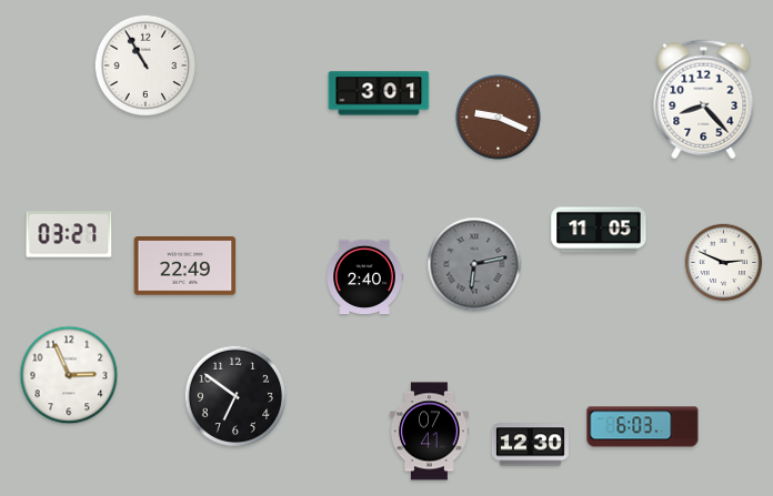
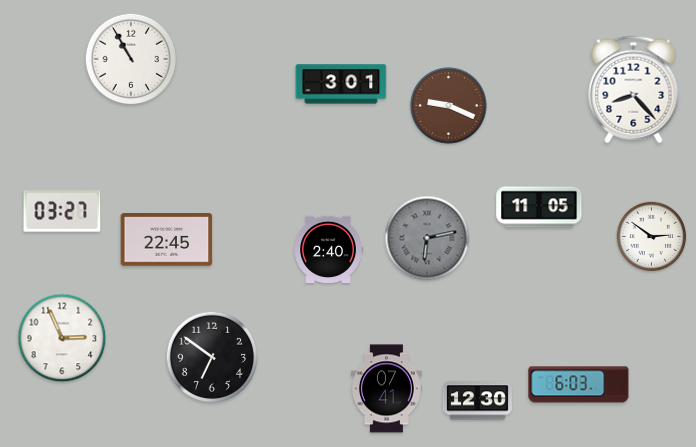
clock at (724, 263): 2:49 -> 2:51
clock at (185, 266): 22:49 -> 22:45
